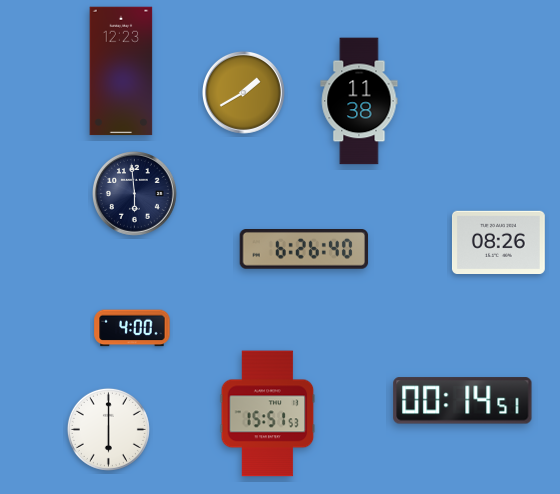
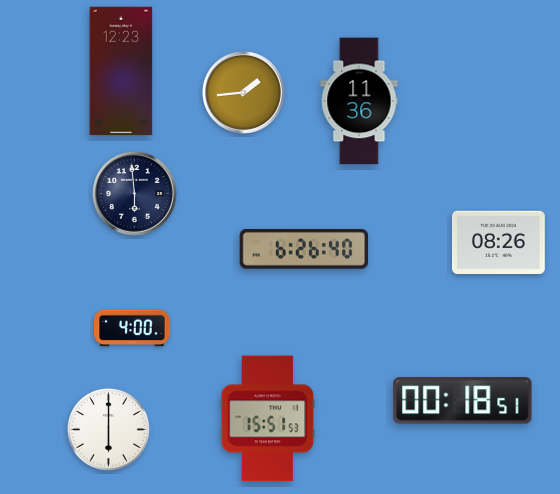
clock at (243, 92): 1:40 -> 1:44
clock at (359, 101): 11:38 -> 11:36
clock at (463, 401): 00:14 -> 00:18
clock at (268, 414) position: (268, 414) -> (268, 419)
